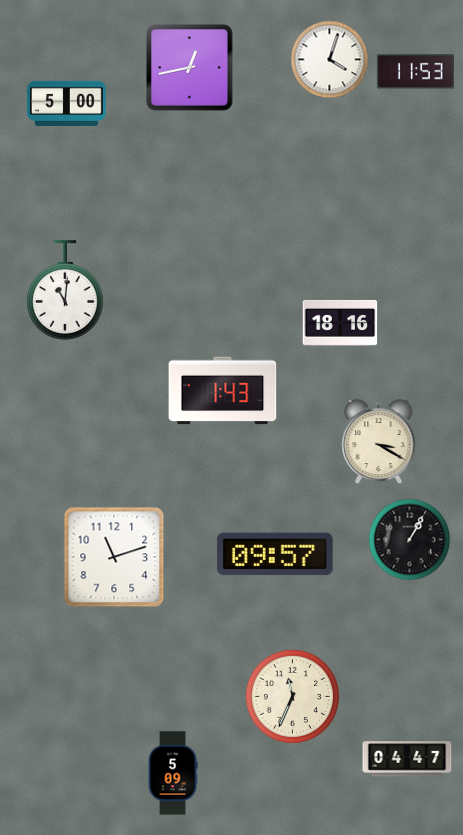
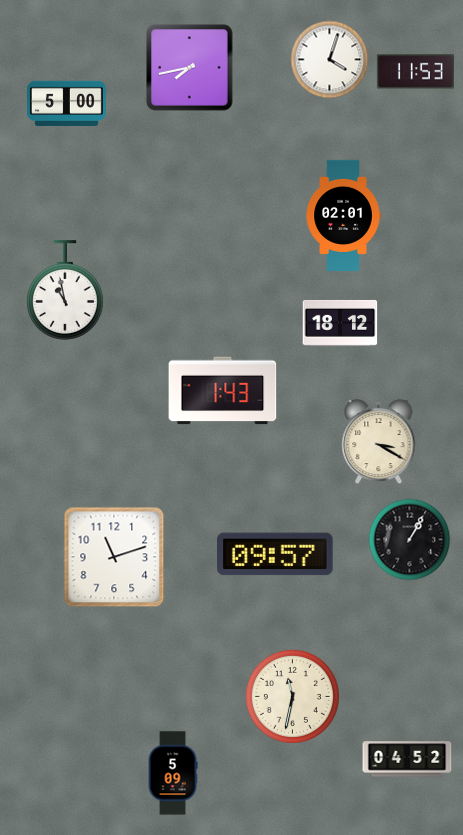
clock at (190, 68): 12:43 -> 7:43
clock at (343, 215): none -> 02:01
clock at (66, 290): 11:01 -> 10:58
clock at (340, 323): 18:16 -> 18:12
clock at (292, 696): 11:34 -> 11:32
clock at (407, 759): 04:47 -> 04:52
